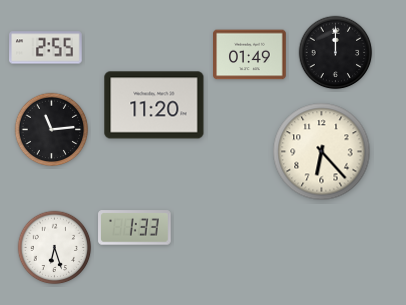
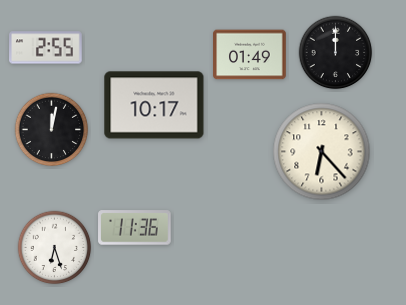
clock at (154, 105): 11:20 -> 10:17
clock at (52, 130): 11:14 -> 12:02
clock at (135, 228): 1:33 -> 11:36
